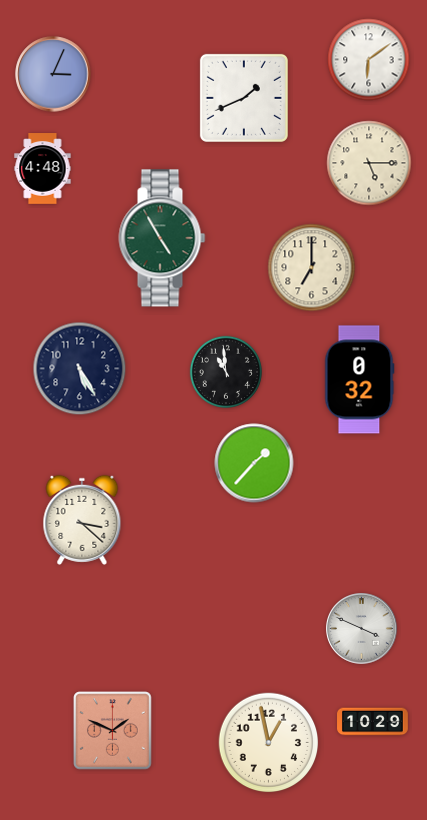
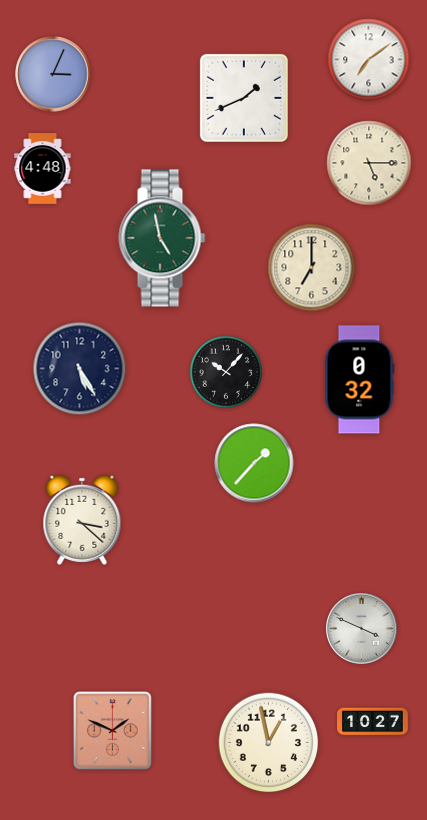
clock at (369, 60): 6:09 -> 7:09
clock at (162, 238): 4:55 -> 4:58
clock at (225, 371): 10:59 -> 10:07
clock at (373, 722): 10:29 -> 10:27
